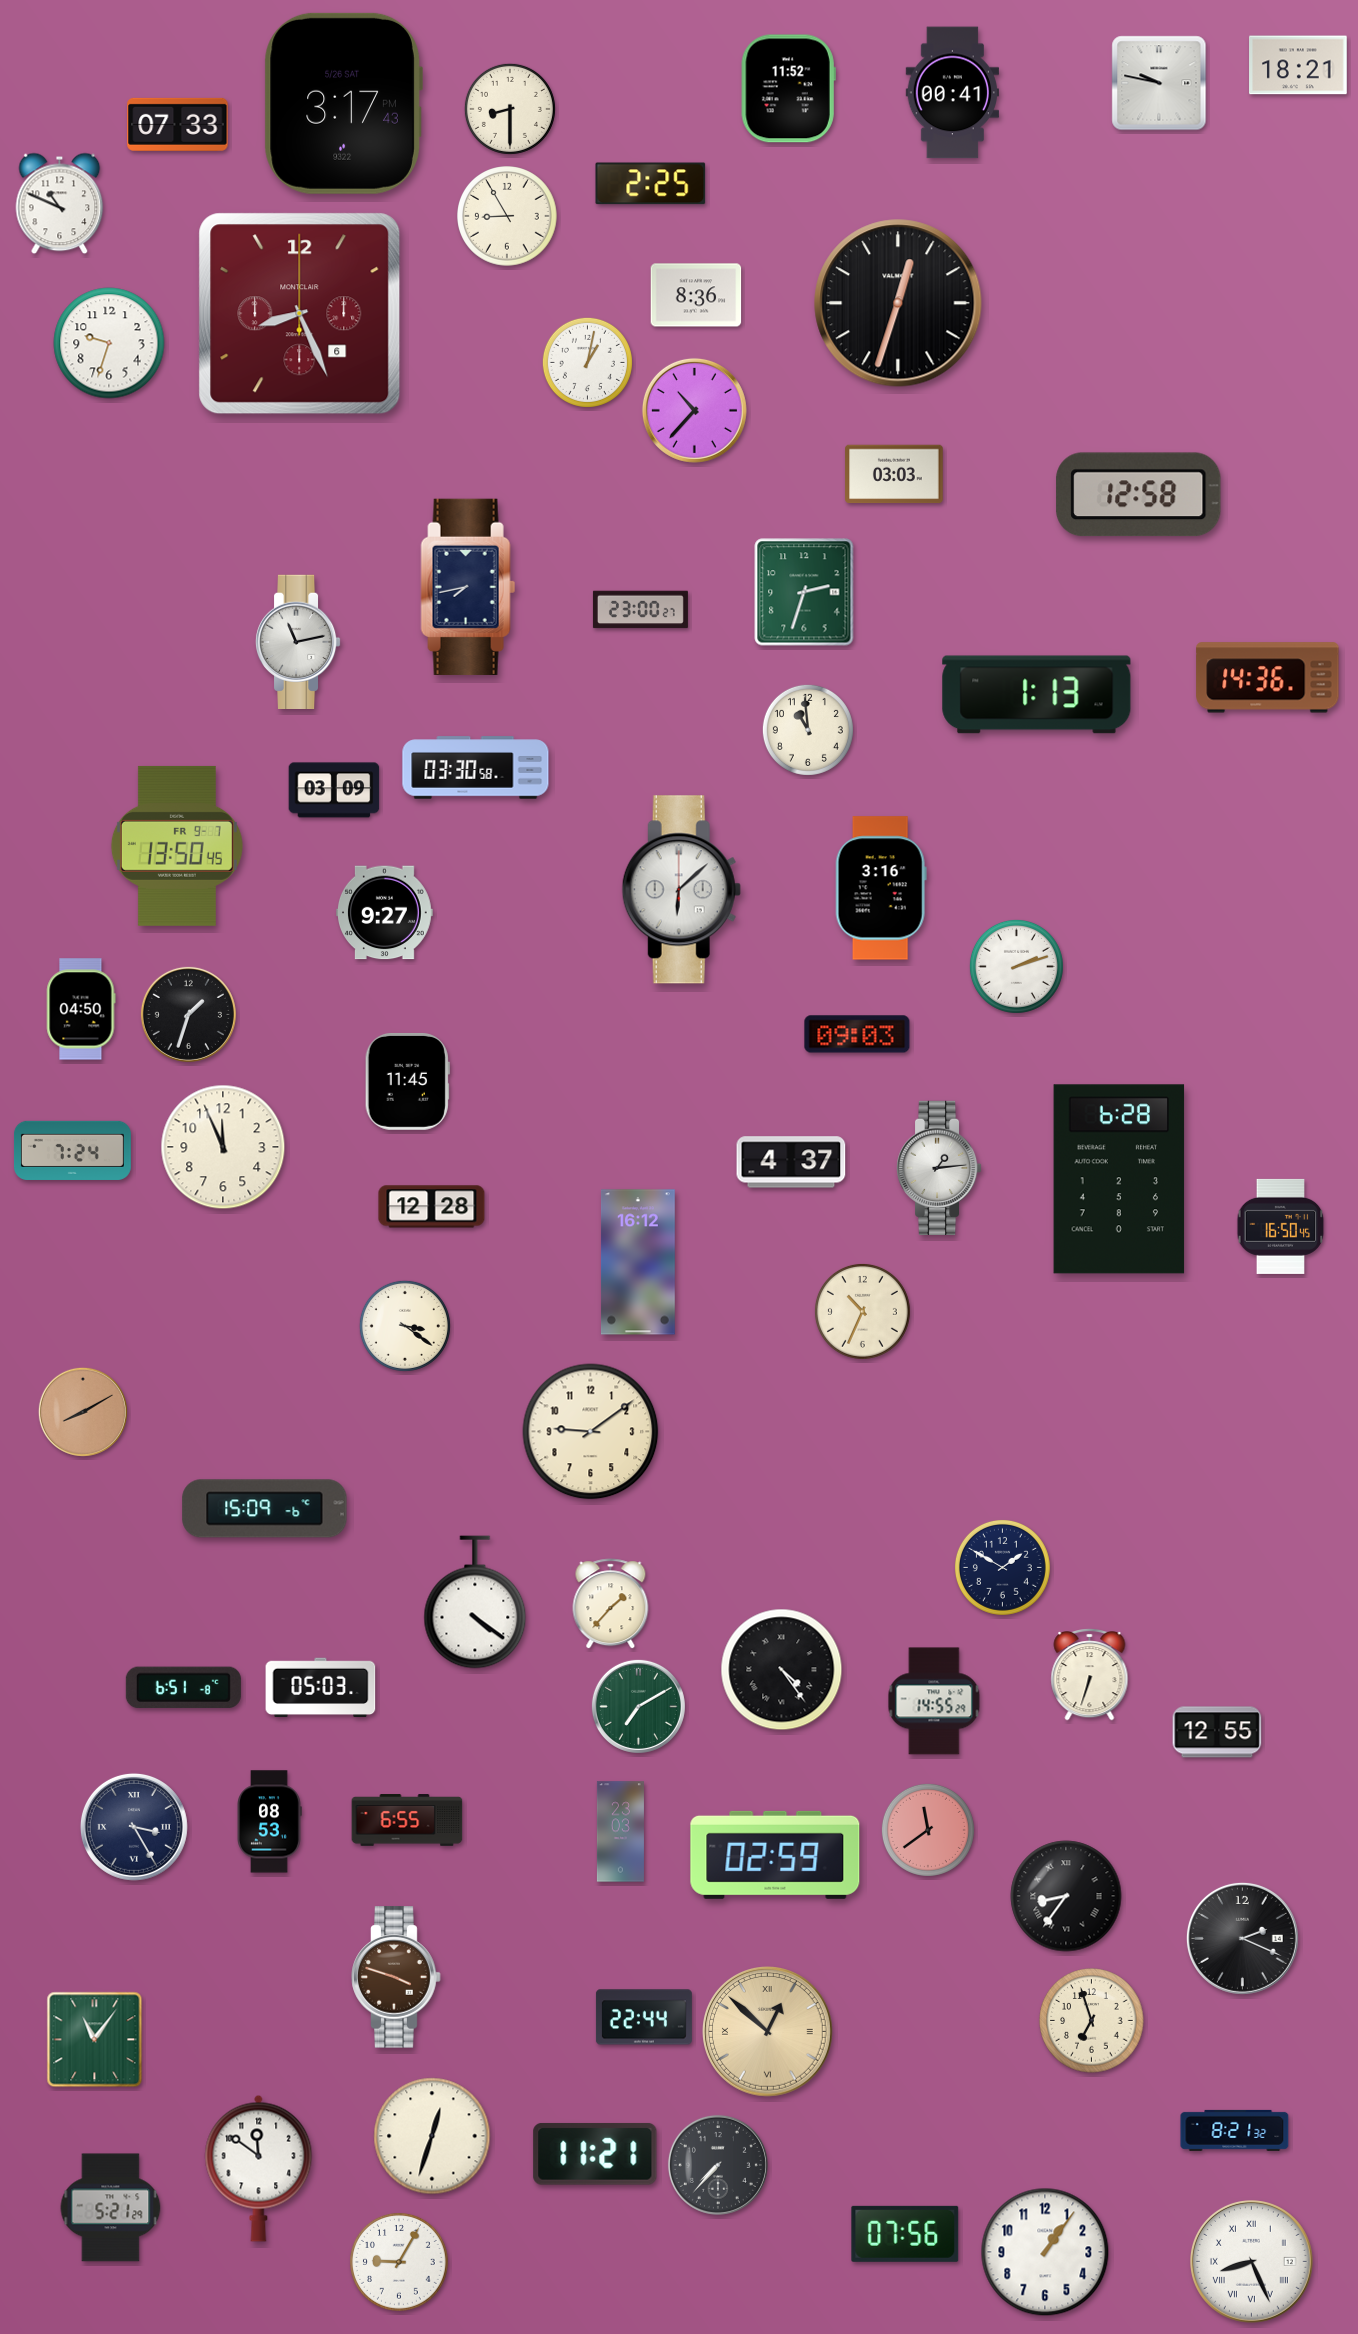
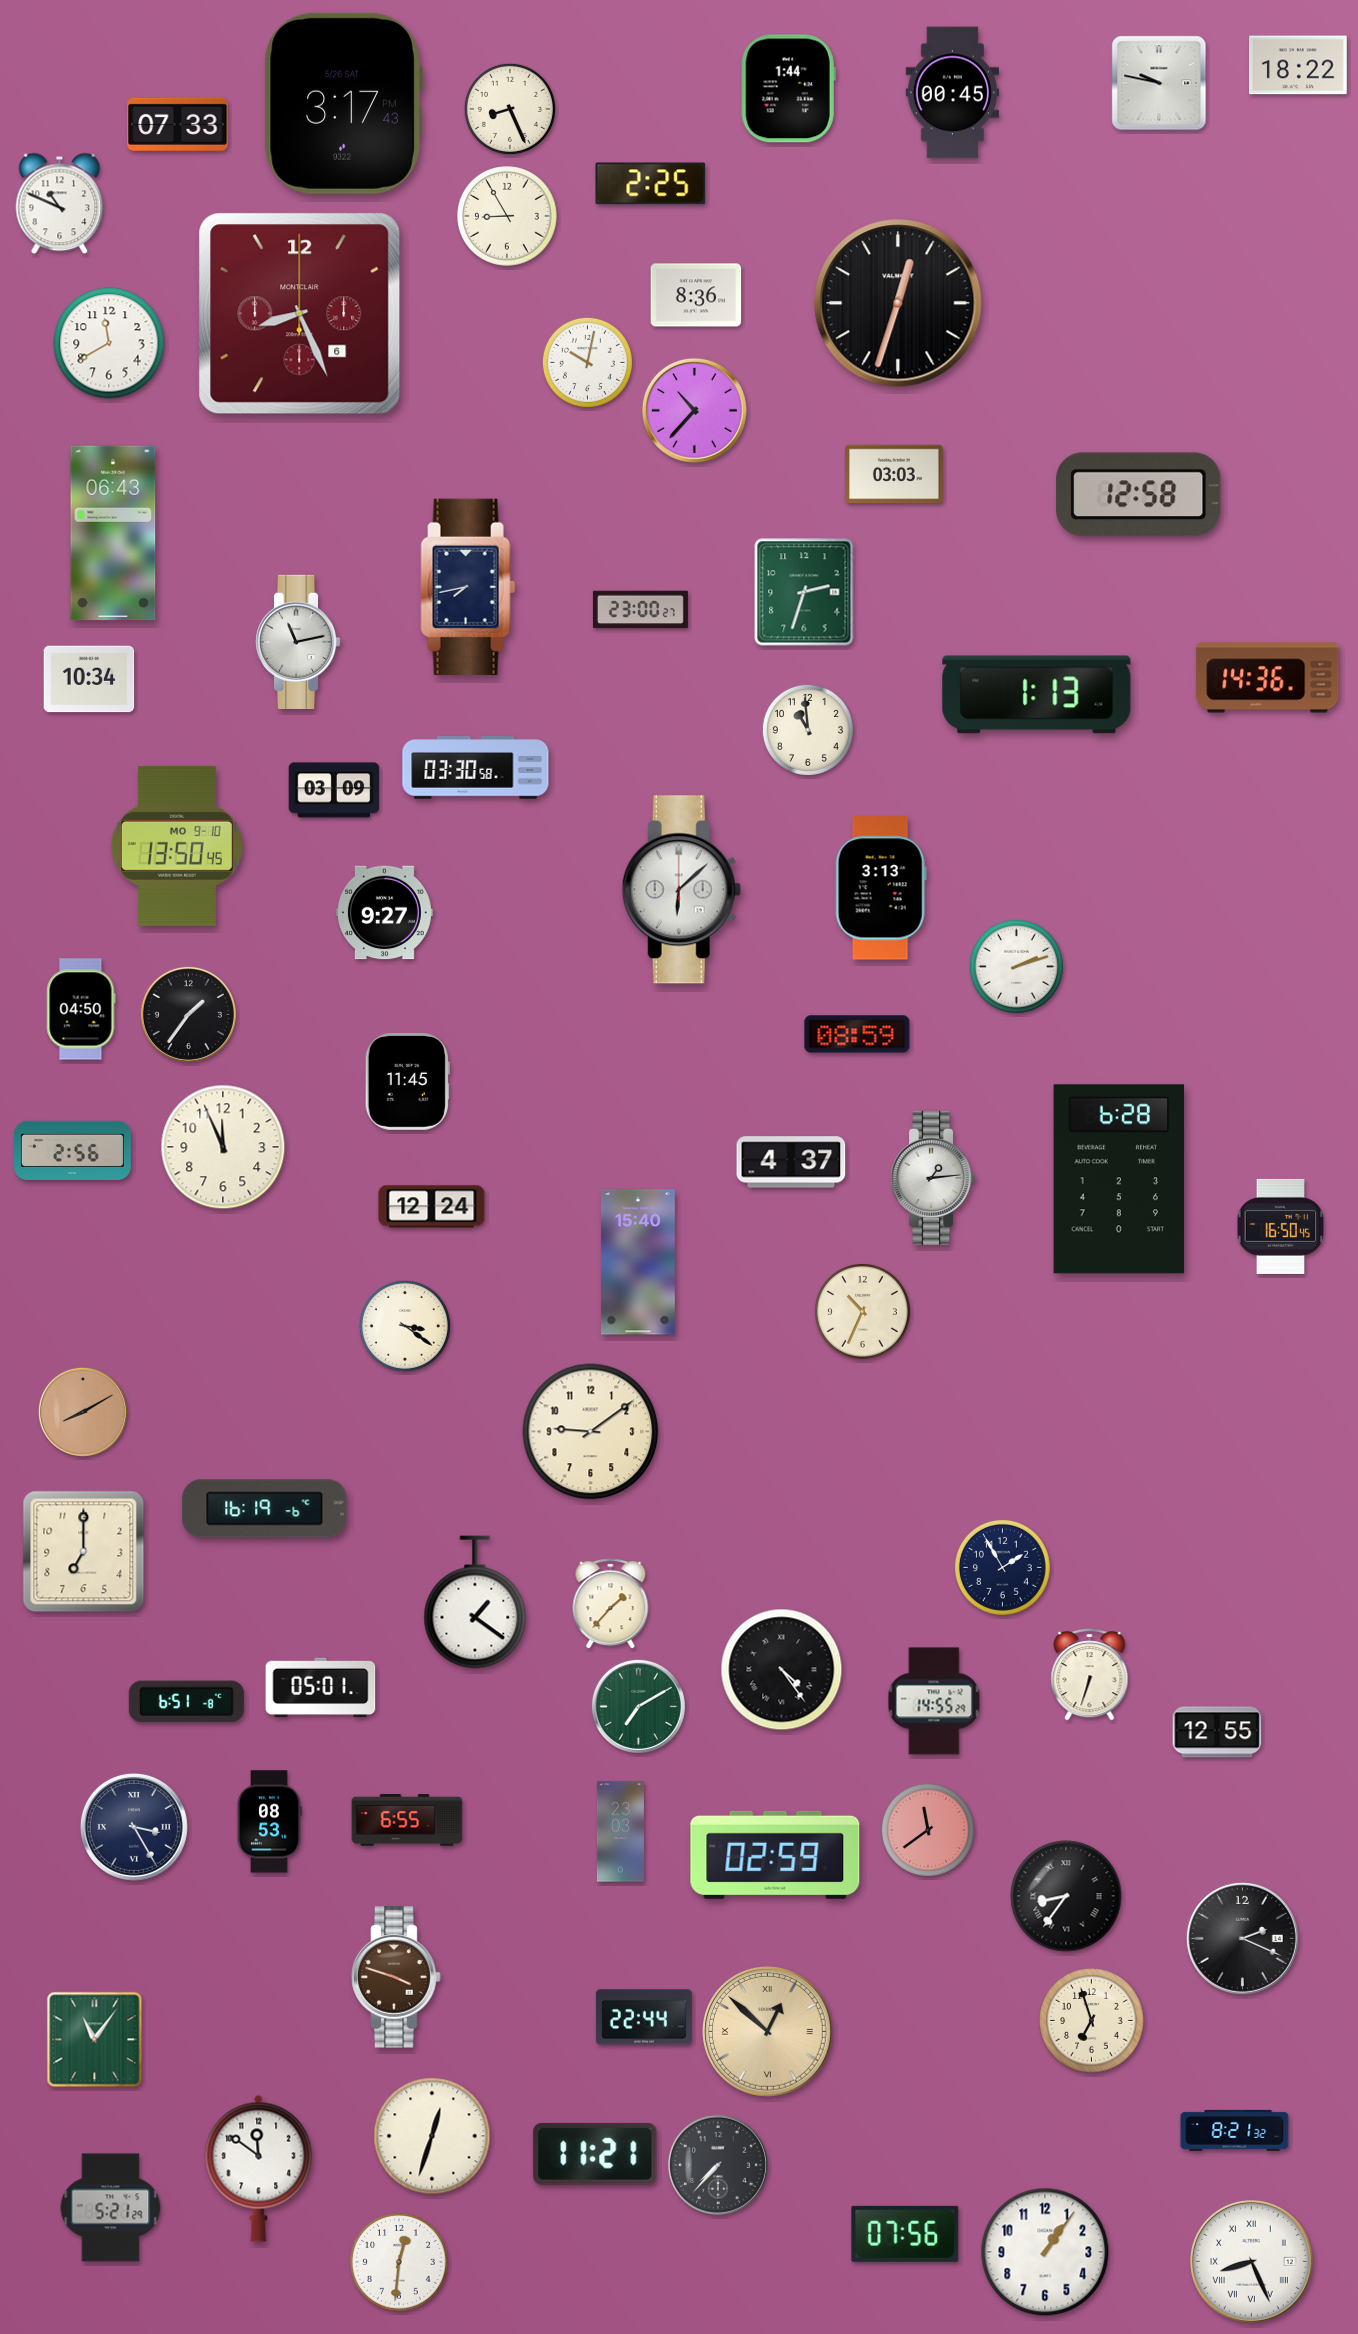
clock at (1298, 65): 18:21 -> 18:22
clock at (788, 89): 11:52 -> 1:44
clock at (952, 93): 00:41 -> 00:45
clock at (510, 109): 8:30 -> 8:26
clock at (109, 343): 9:33 -> 11:40
clock at (587, 362): 1:02 -> 10:02
clock at (113, 533): none -> 06:43
clock at (89, 679): none -> 10:34
clock at (177, 846) date: FR 9-7 -> MO 9-10
clock at (881, 888): 3:16 -> 3:13
clock at (188, 1014): 1:33 -> 1:36
clock at (857, 1034): 09:03 -> 08:59
clock at (72, 1150): 7:24 -> 2:56
clock at (939, 1167) position: (939, 1167) -> (933, 1177)
clock at (432, 1207): 12:28 -> 12:24
clock at (638, 1262): 16:12 -> 15:40
clock at (265, 1509): 15:09 -> 16:19
clock at (84, 1552): none -> 7:00
clock at (1002, 1567): 1:50 -> 1:55
clock at (475, 1602): 4:21 -> 1:21
clock at (183, 1688) position: (183, 1688) -> (186, 1702)
clock at (321, 1688): 05:03 -> 05:01
clock at (400, 2263): 9:05 -> 12:31
